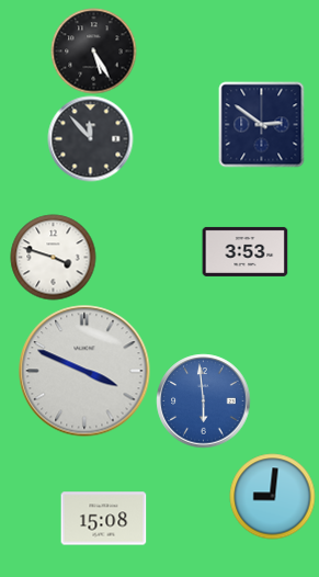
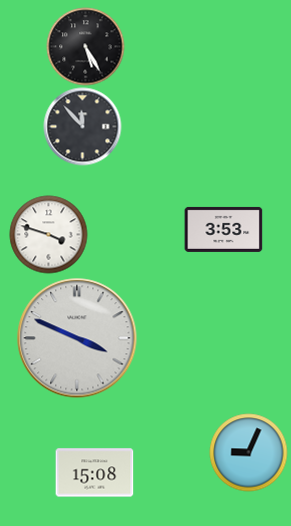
clock at (261, 124): 2:51 -> none
clock at (203, 400): 5:59 -> none
clock at (272, 496): 9:01 -> 9:04
